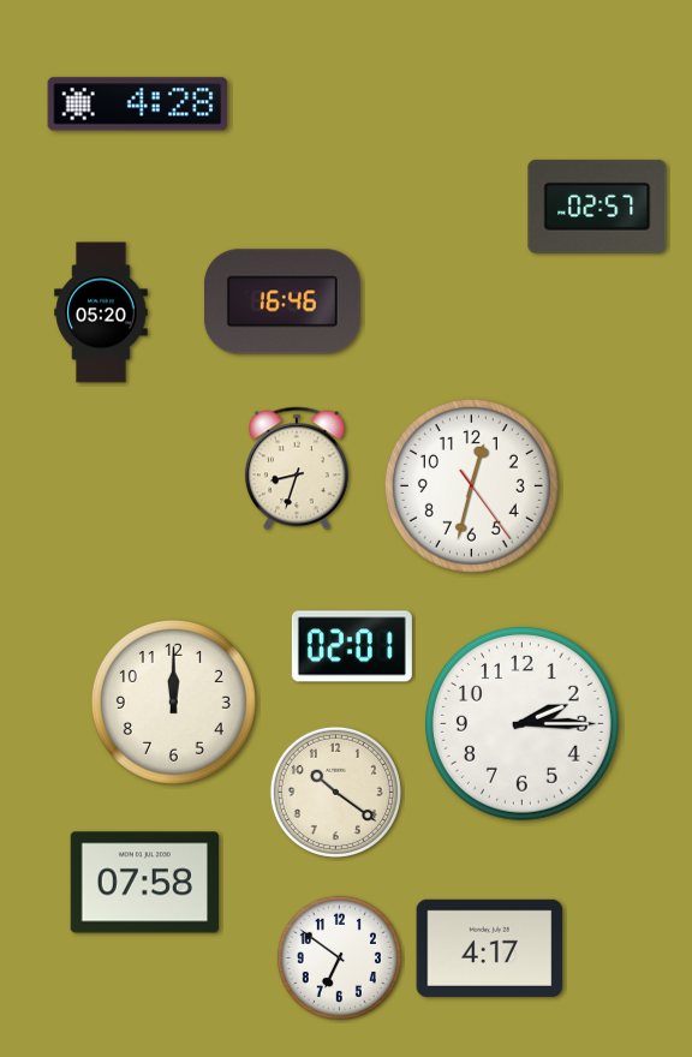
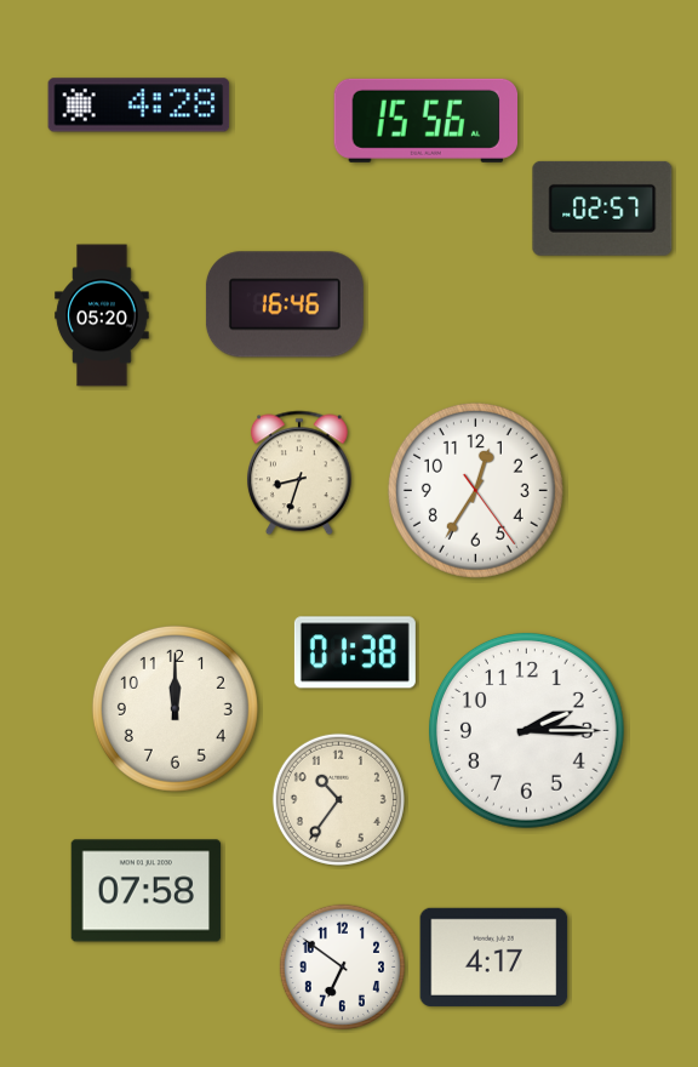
clock at (425, 120): none -> 15:56
clock at (471, 485): 12:32 -> 12:35
clock at (352, 646): 02:01 -> 01:38
clock at (335, 792): 10:21 -> 10:36
